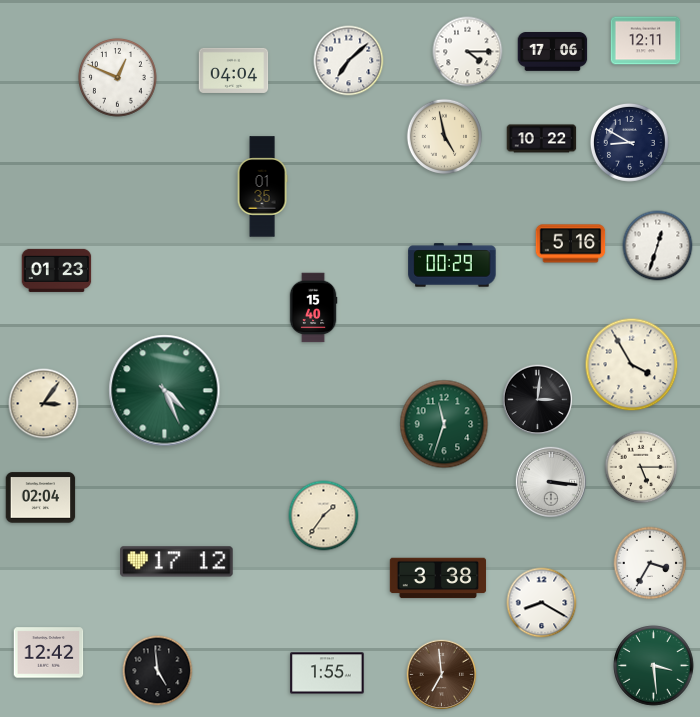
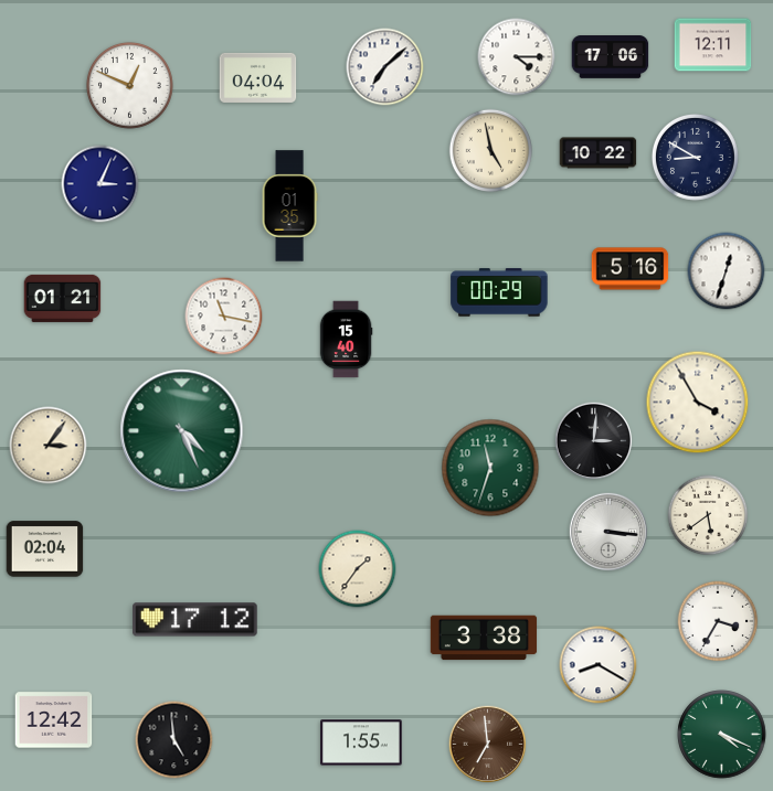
clock at (100, 184): none -> 3:04
clock at (57, 270): 01:23 -> 01:21
clock at (224, 317): none -> 11:17
clock at (641, 467): 5:15 -> 5:39
clock at (654, 666): 3:29 -> 4:19
